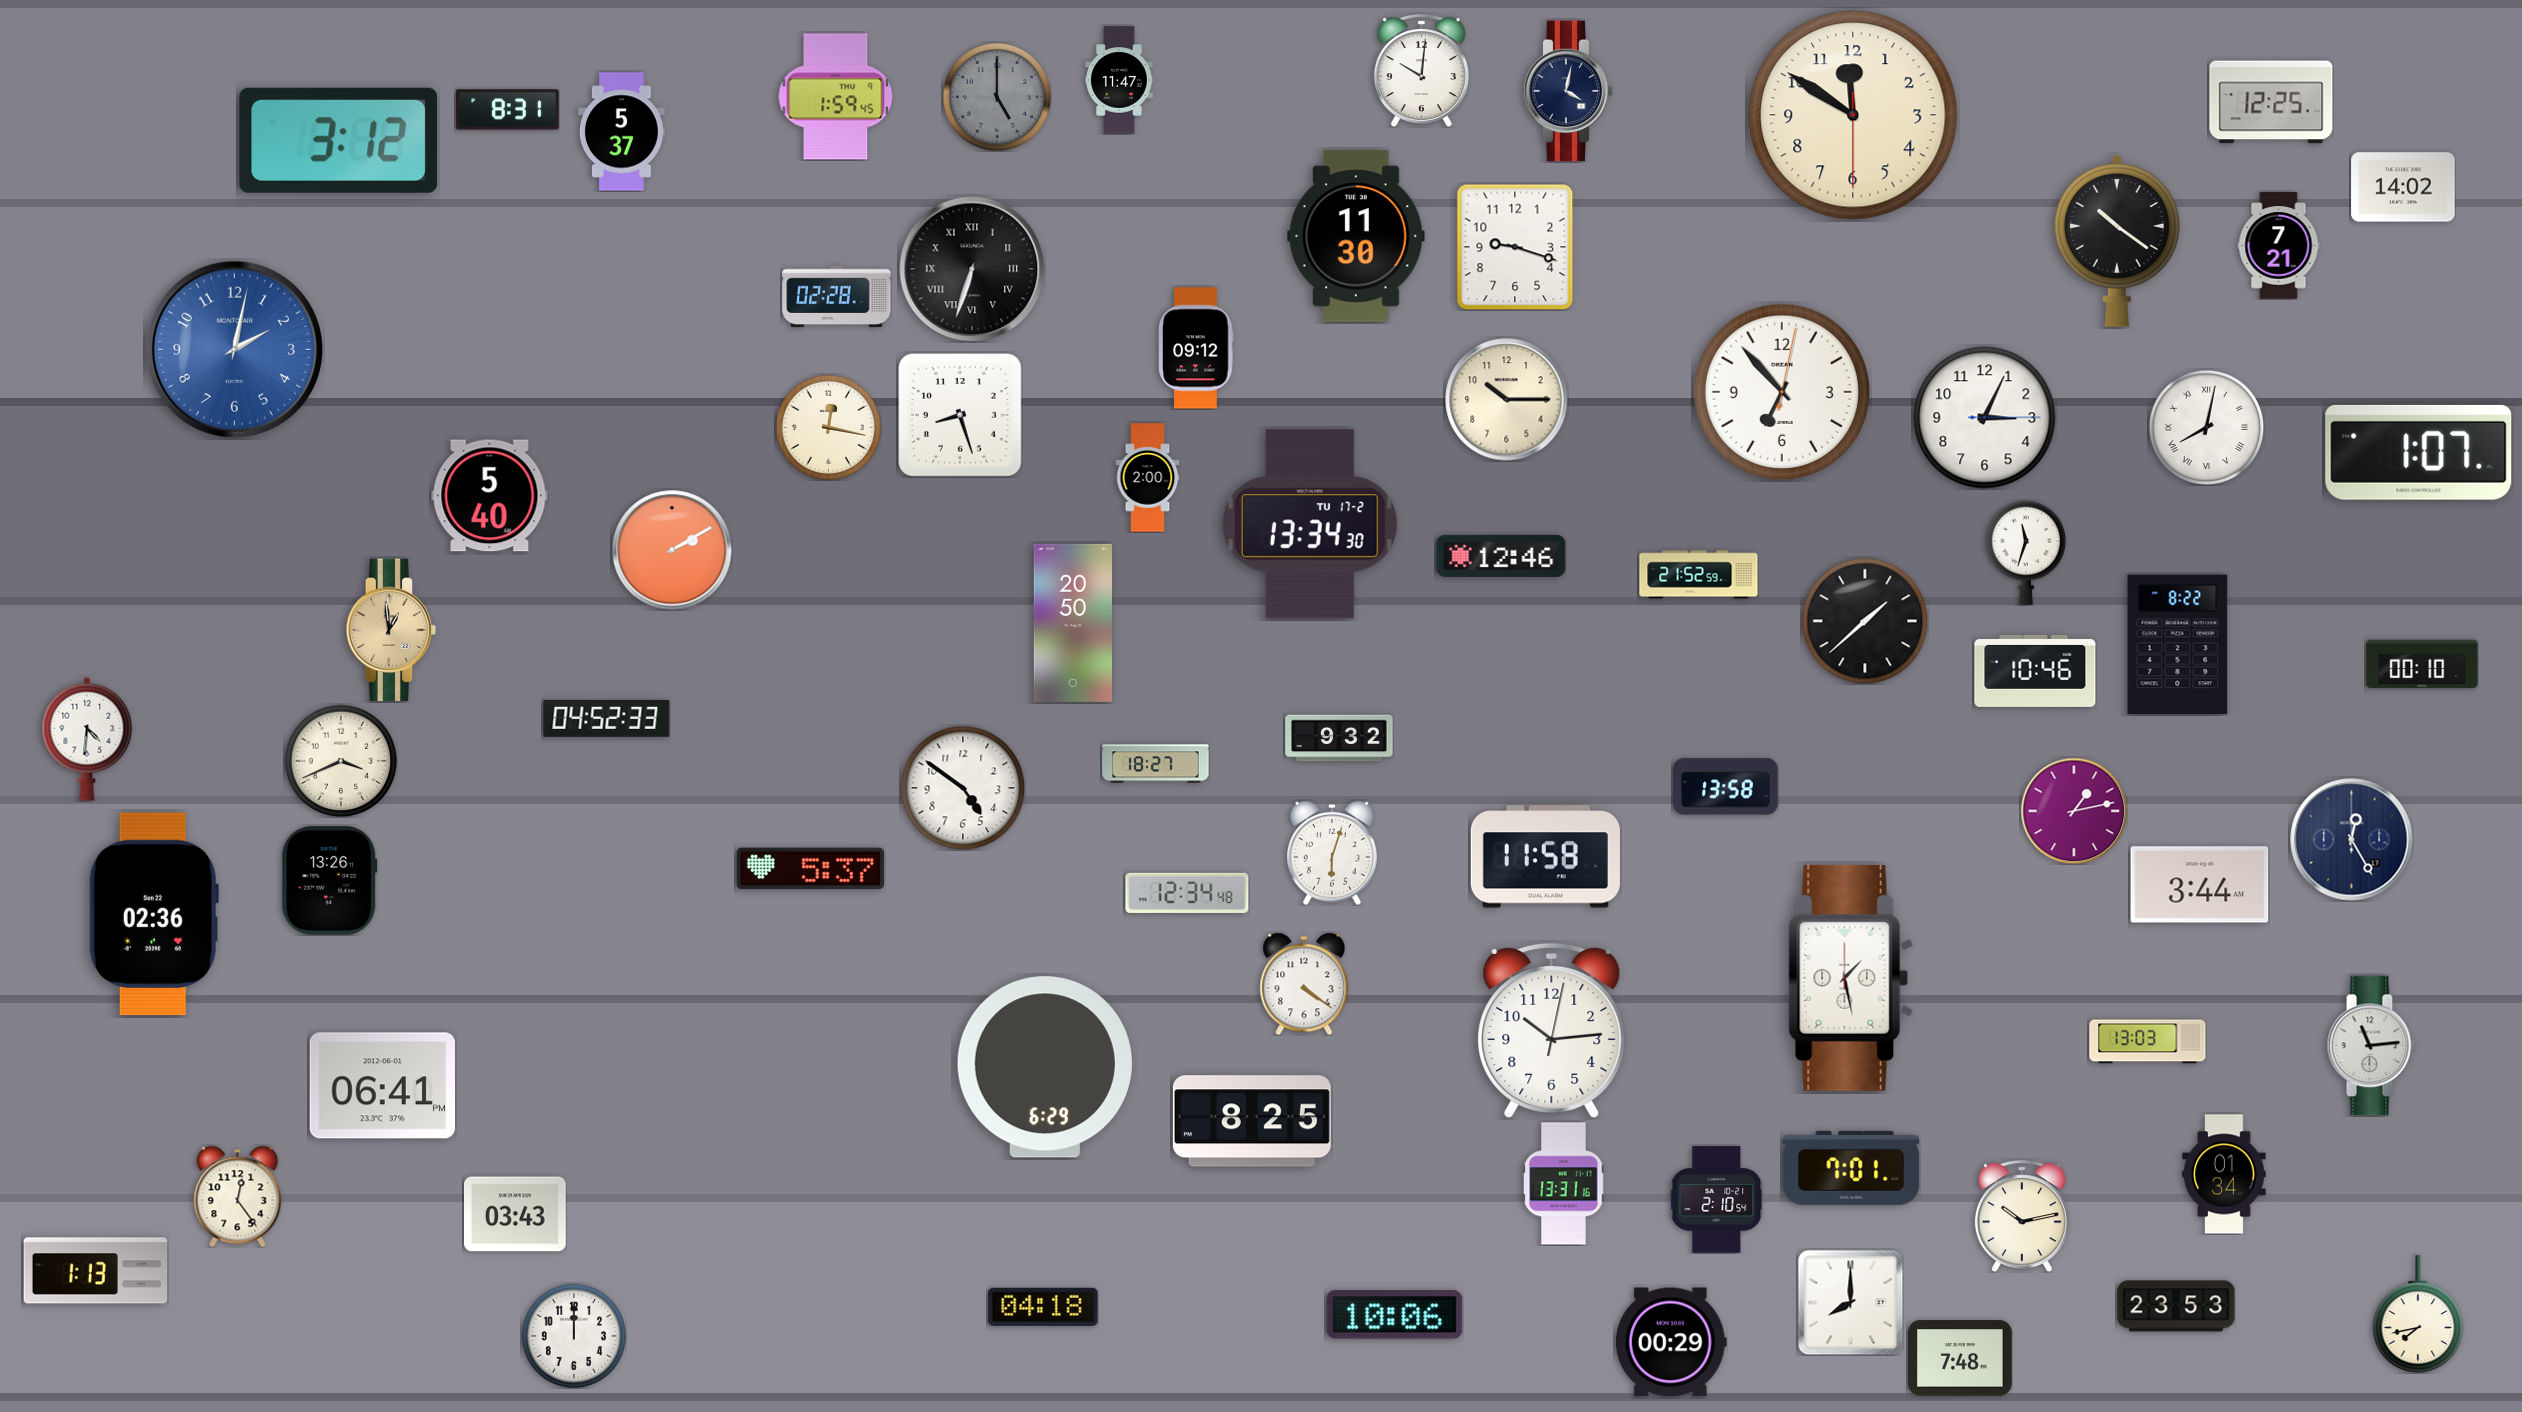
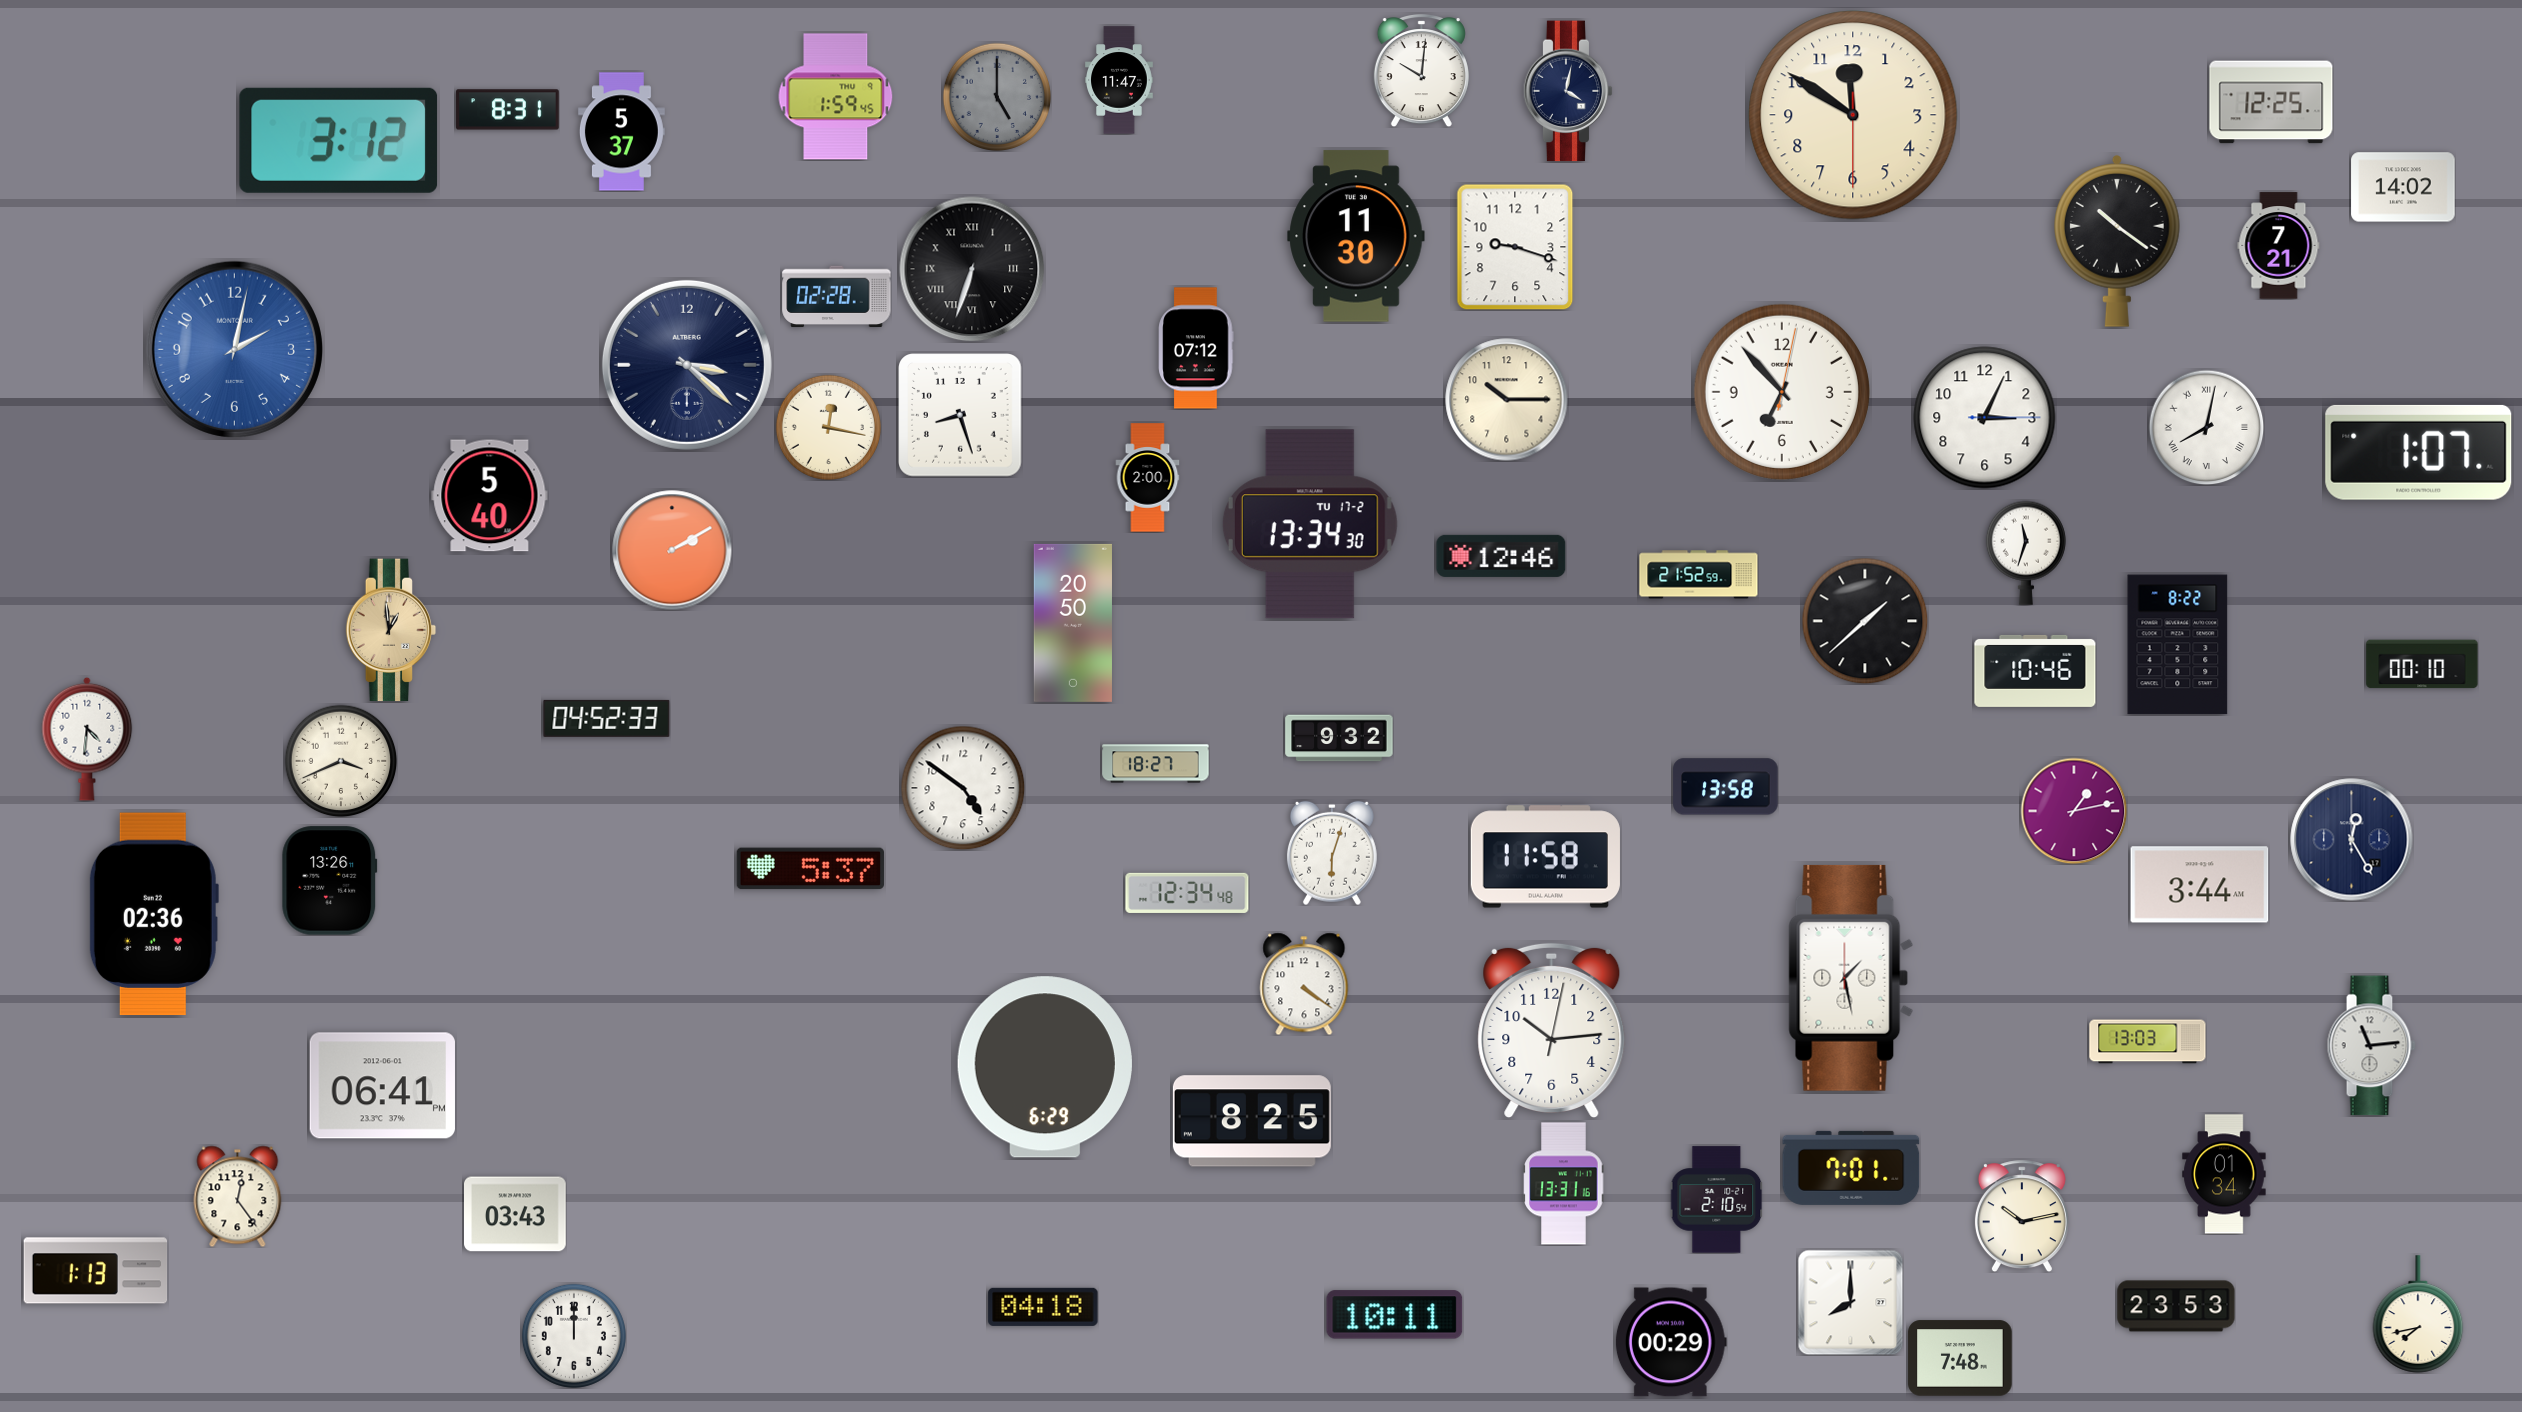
clock at (1196, 348): 09:12 -> 07:12
clock at (687, 365): none -> 3:22
clock at (1395, 1315): 10:06 -> 10:11
